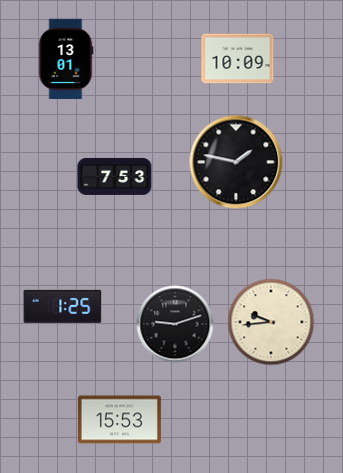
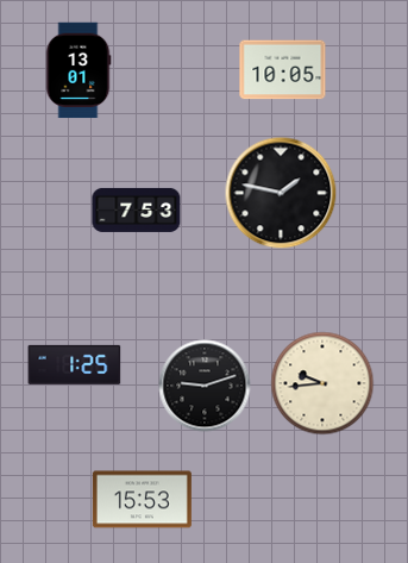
clock at (238, 59): 10:09 -> 10:05
clock at (175, 324) position: (175, 324) -> (205, 386)
